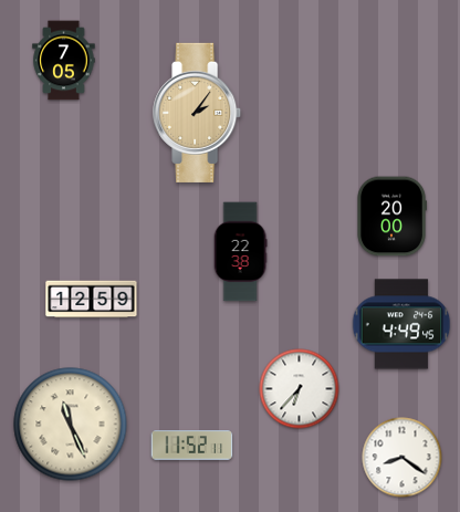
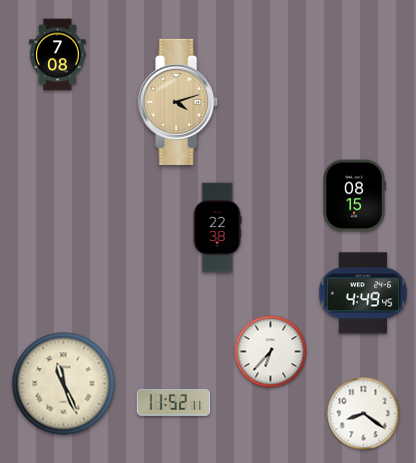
clock at (64, 61): 7:05 -> 7:08
clock at (198, 113): 2:06 -> 4:12
clock at (391, 217): 20:00 -> 08:15
clock at (92, 300): 12:59 -> none
